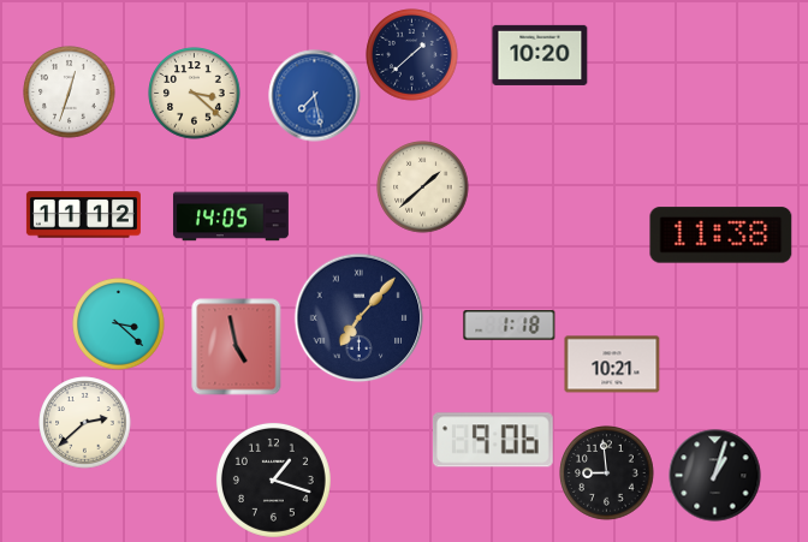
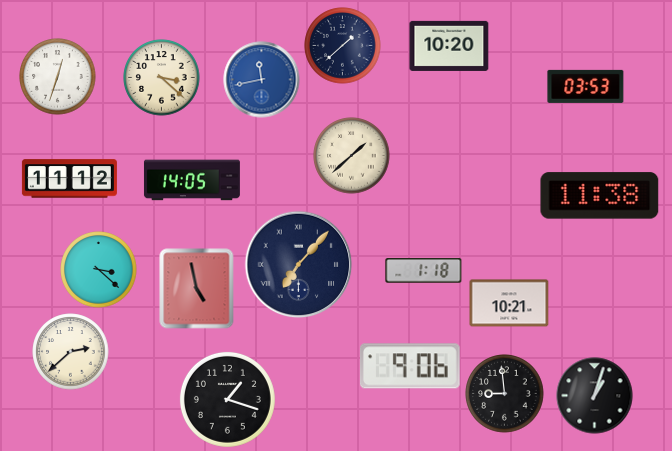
clock at (315, 96): 7:28 -> 11:43
clock at (586, 86): none -> 03:53
